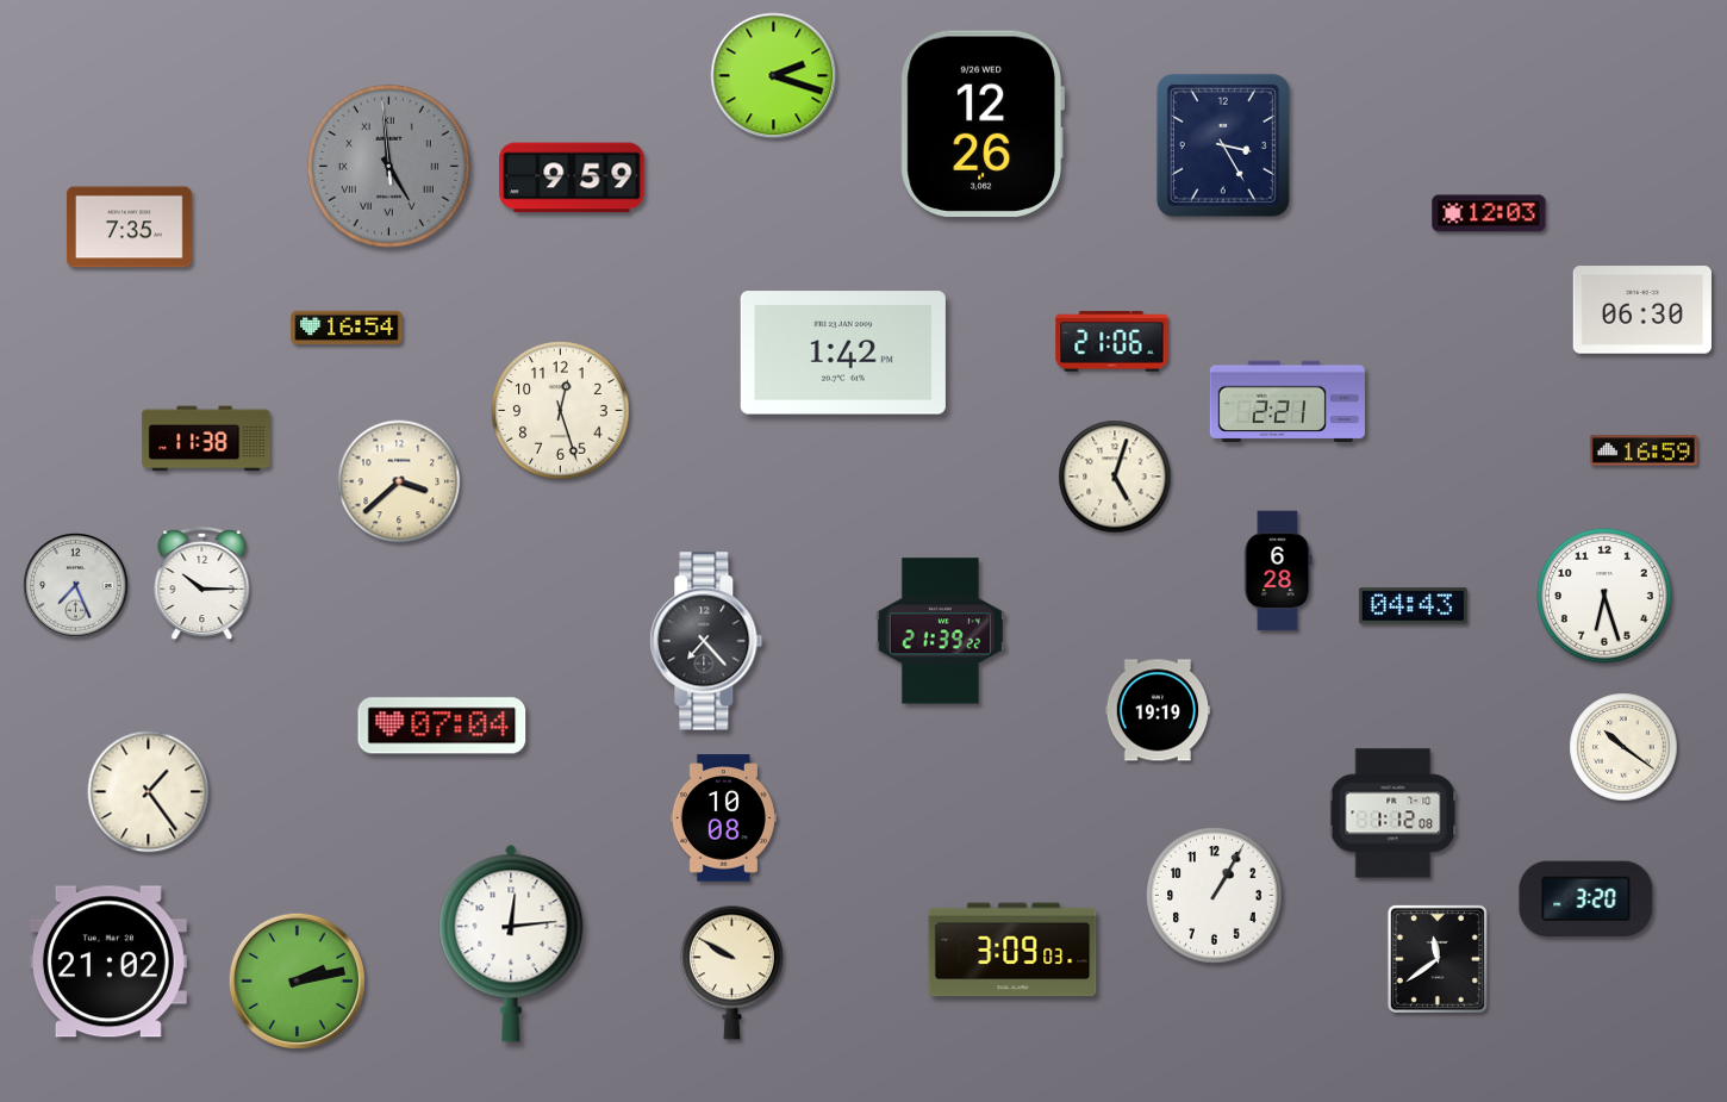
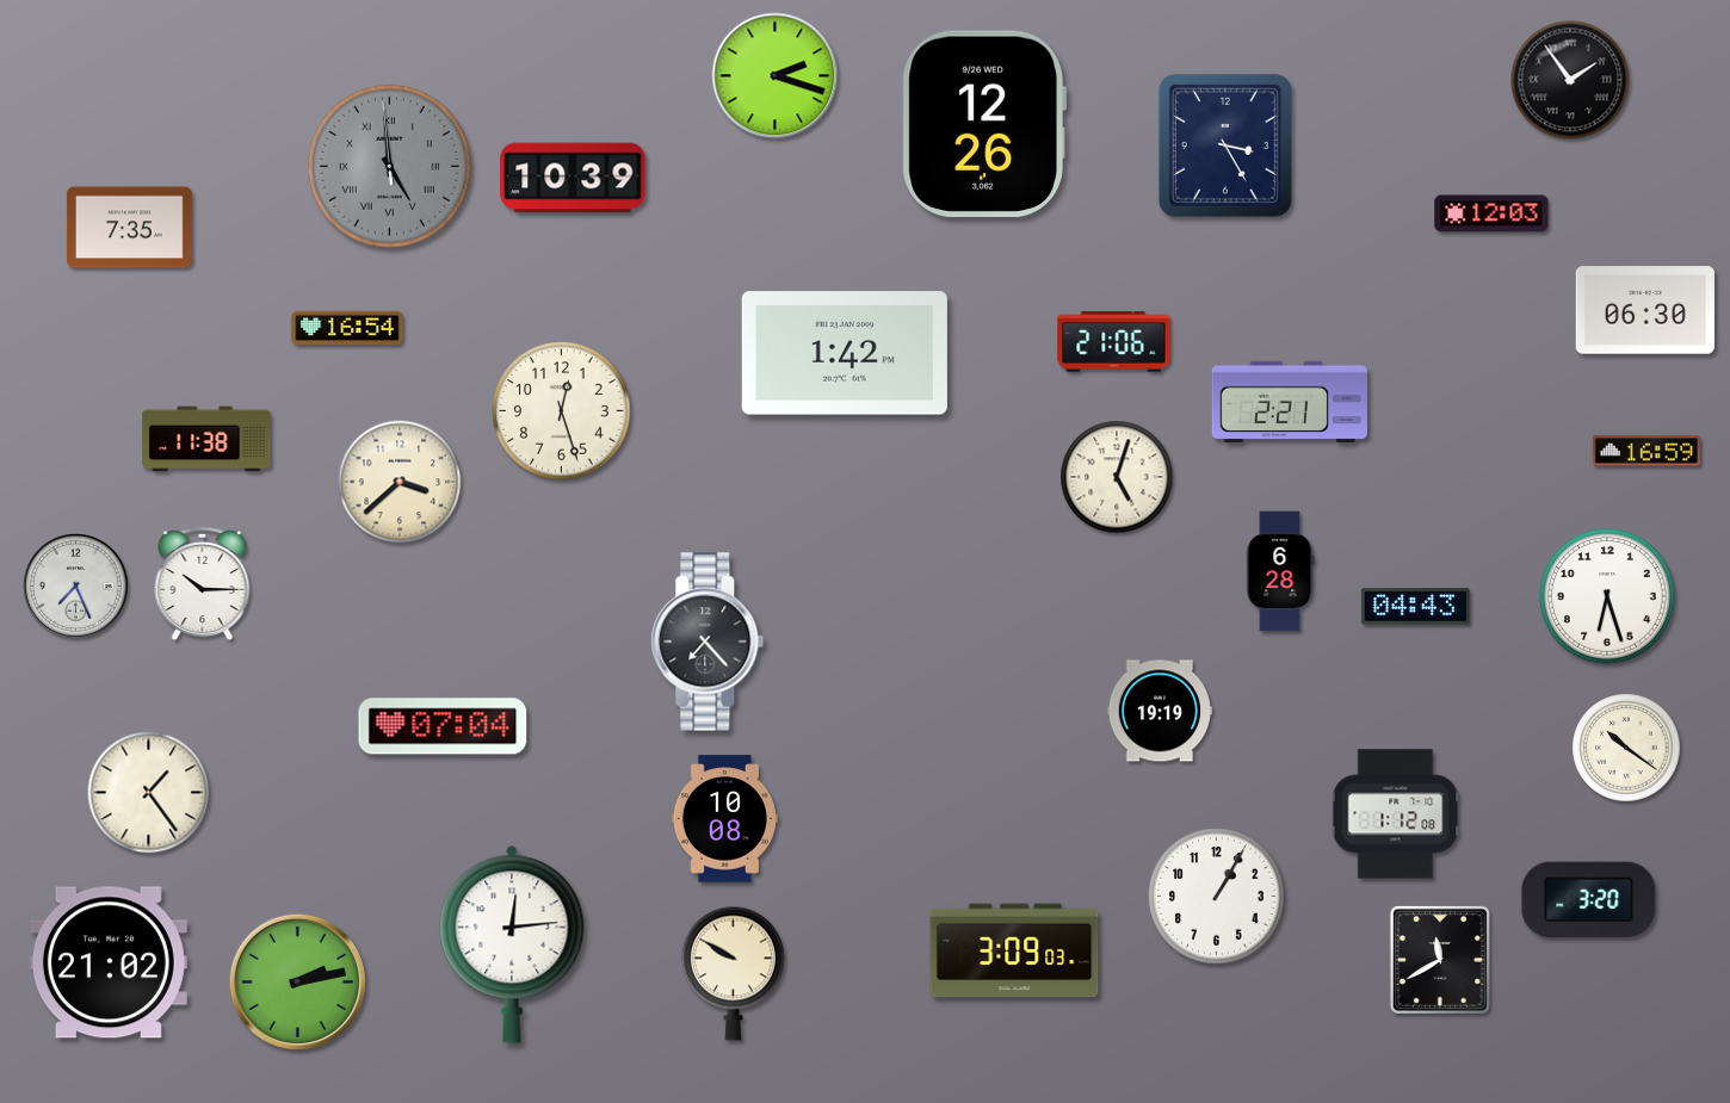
clock at (1570, 80): none -> 1:54
clock at (572, 178): 9:59 -> 10:39
clock at (940, 631): 21:39 -> none
clock at (1438, 959): 11:39 -> 11:40
